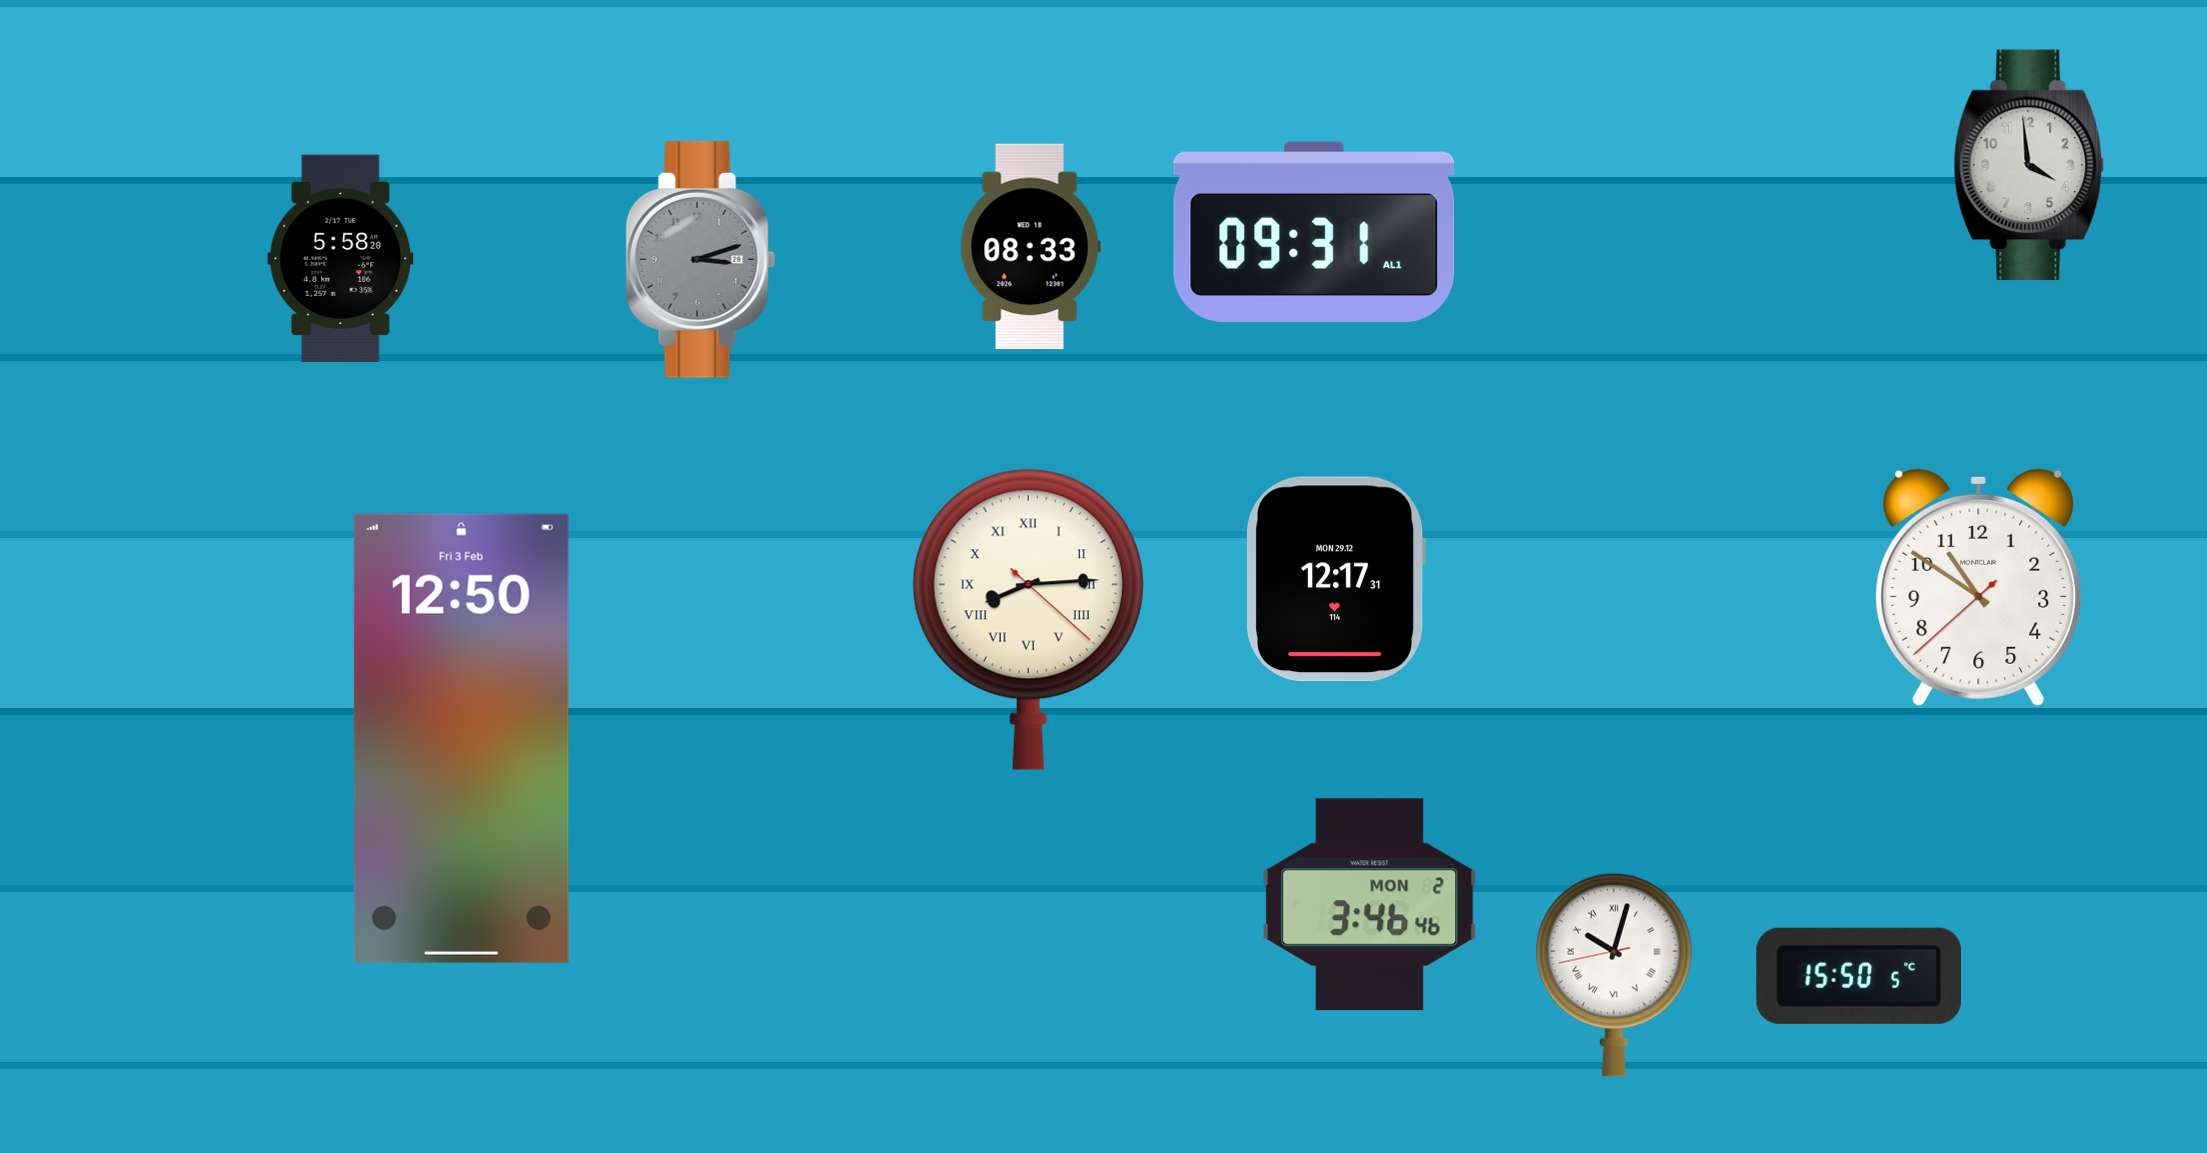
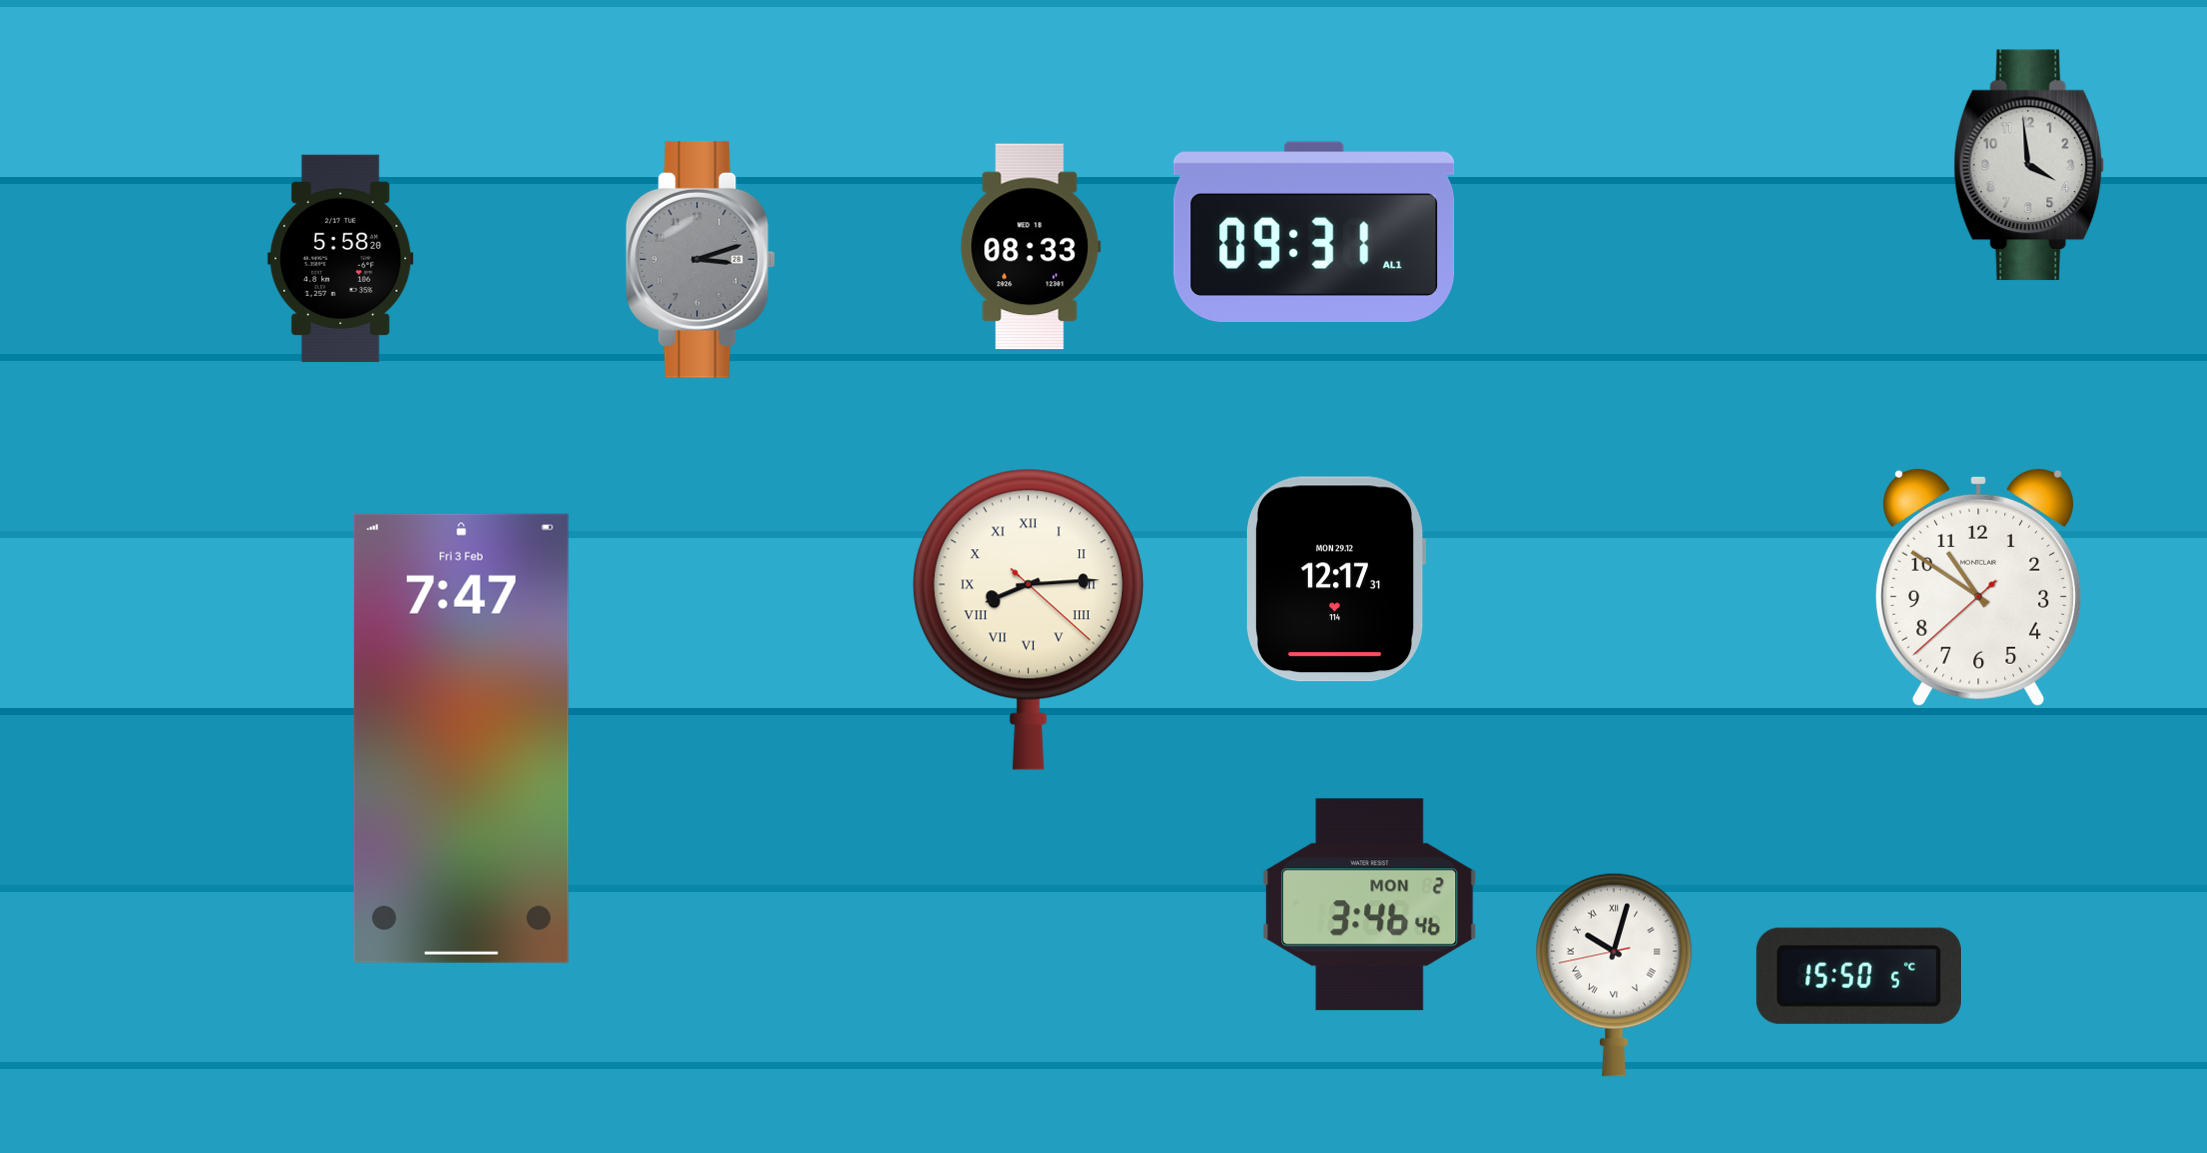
clock at (461, 738): 12:50 -> 7:47
